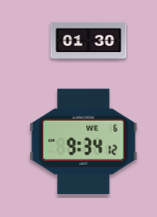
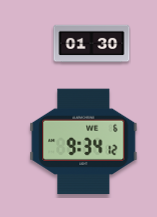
clock at (89, 41) position: (89, 41) -> (92, 44)
